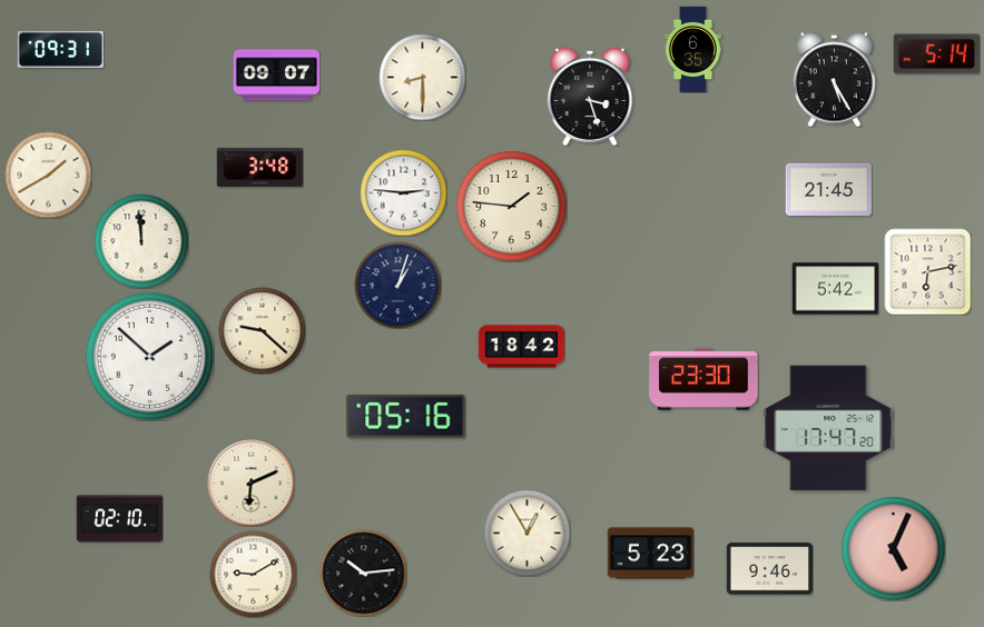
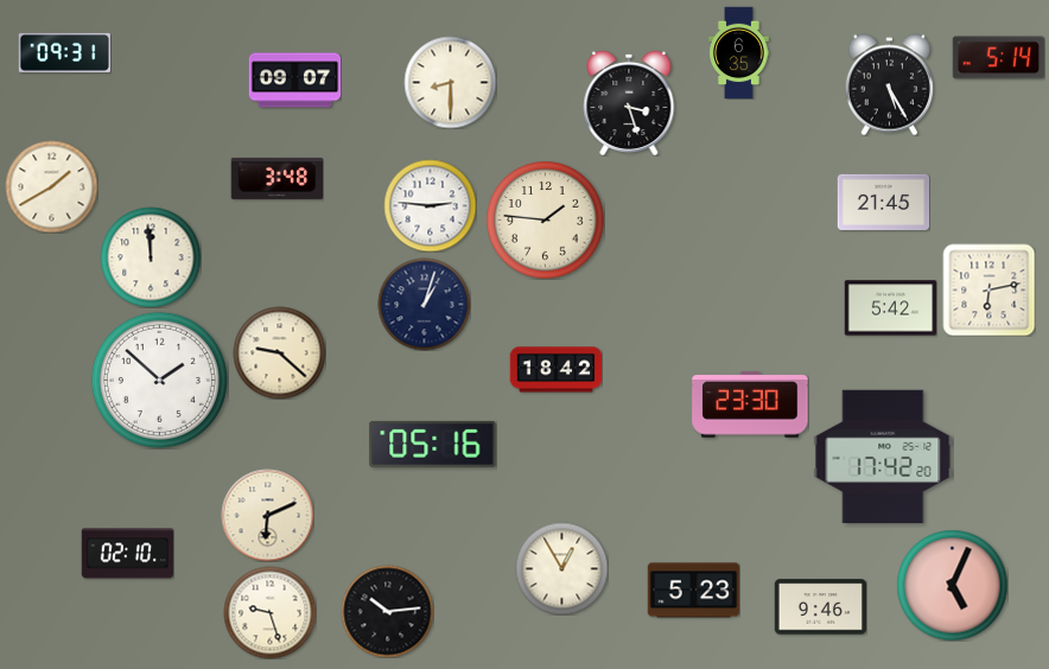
clock at (828, 428): 17:47 -> 17:42
clock at (253, 574): 9:10 -> 9:27
